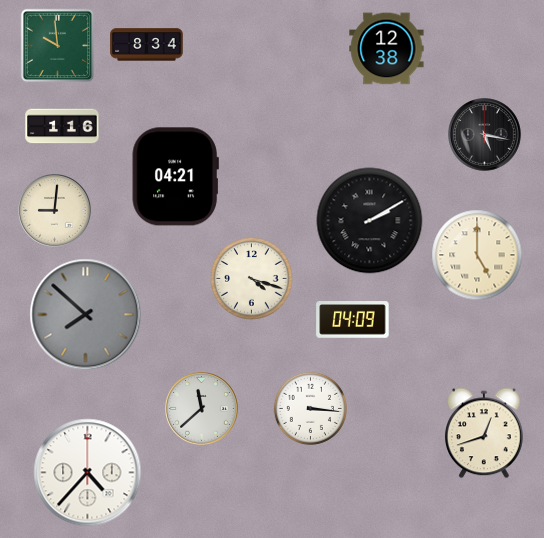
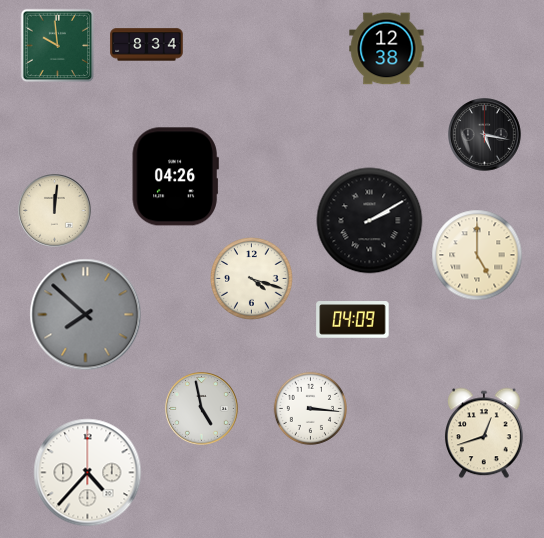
clock at (62, 126): 1:16 -> none
clock at (175, 177): 04:21 -> 04:26
clock at (55, 211): 9:01 -> 12:01
clock at (202, 409): 11:38 -> 4:58
